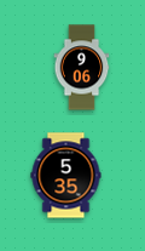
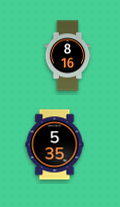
clock at (82, 68): 9:06 -> 8:16
